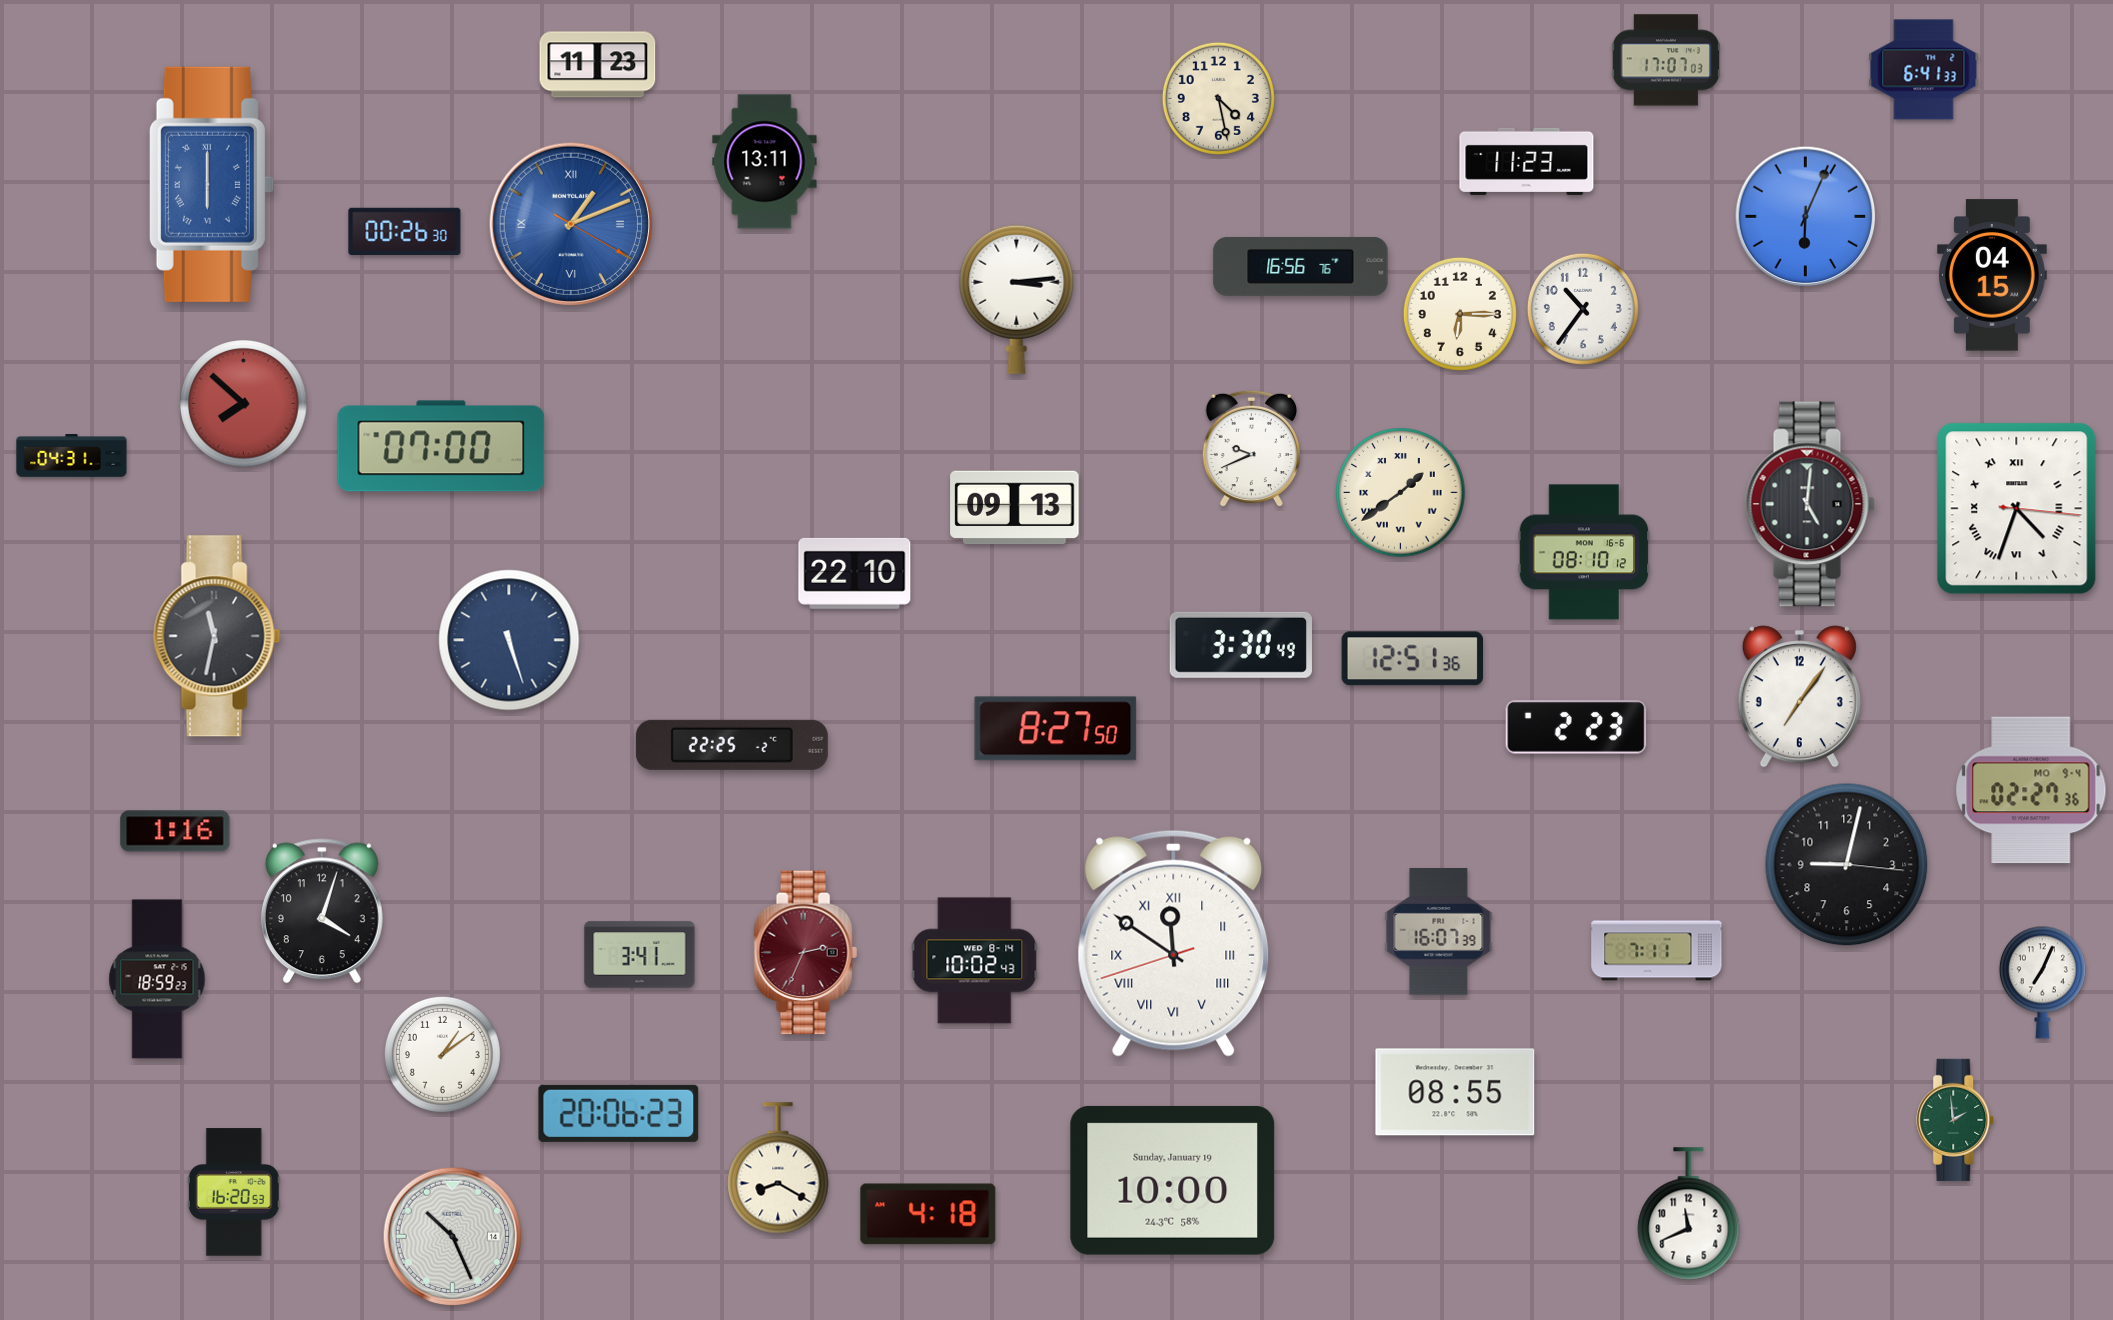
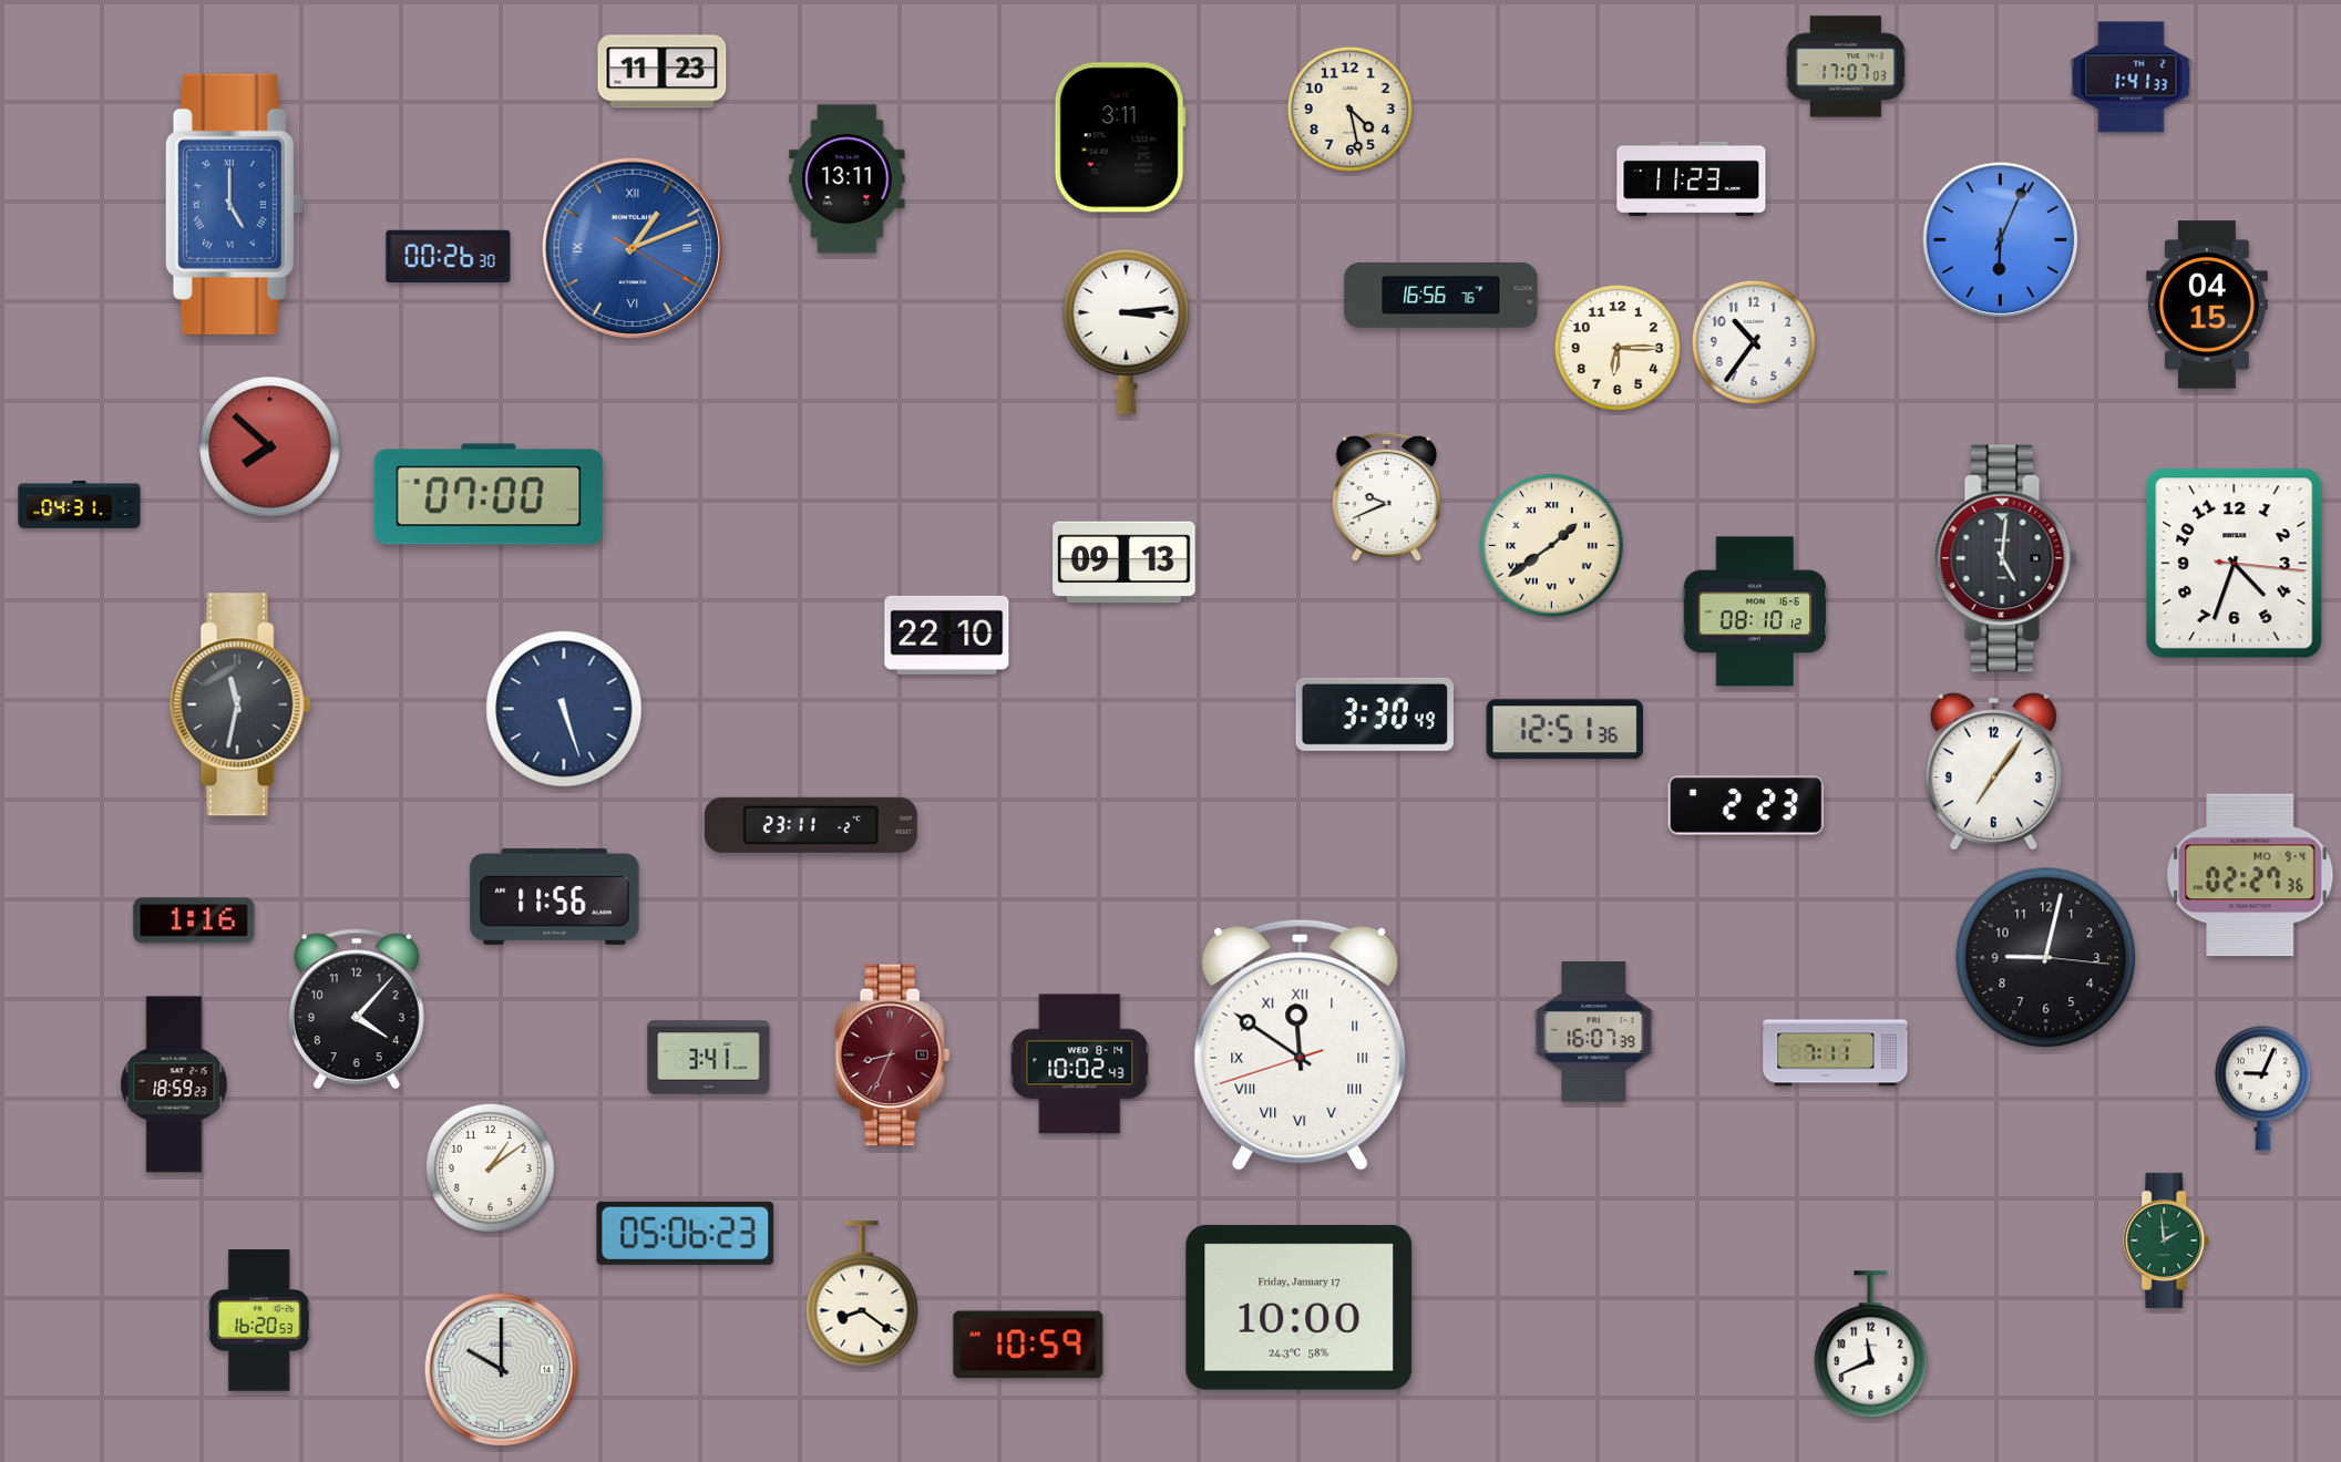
clock at (1924, 70): 6:41 -> 1:41
clock at (1120, 137): none -> 3:11
clock at (211, 184): 6:00 -> 5:00
clock at (2017, 509) numerals: Roman -> Arabic
clock at (1056, 729): 8:27 -> none
clock at (732, 745): 22:25 -> 23:11
clock at (555, 896): none -> 11:56
clock at (322, 911): 4:03 -> 4:07
clock at (805, 953): 2:34 -> 8:34
clock at (2042, 982): 7:04 -> 9:04
clock at (1455, 1092): 08:55 -> none
clock at (619, 1113): 20:06 -> 05:06
clock at (778, 1168): 8:20 -> 8:21
clock at (1173, 1180) date: Sunday, January 19 -> Friday, January 17
clock at (928, 1214): 4:18 -> 10:59
clock at (453, 1237): 10:26 -> 10:00
